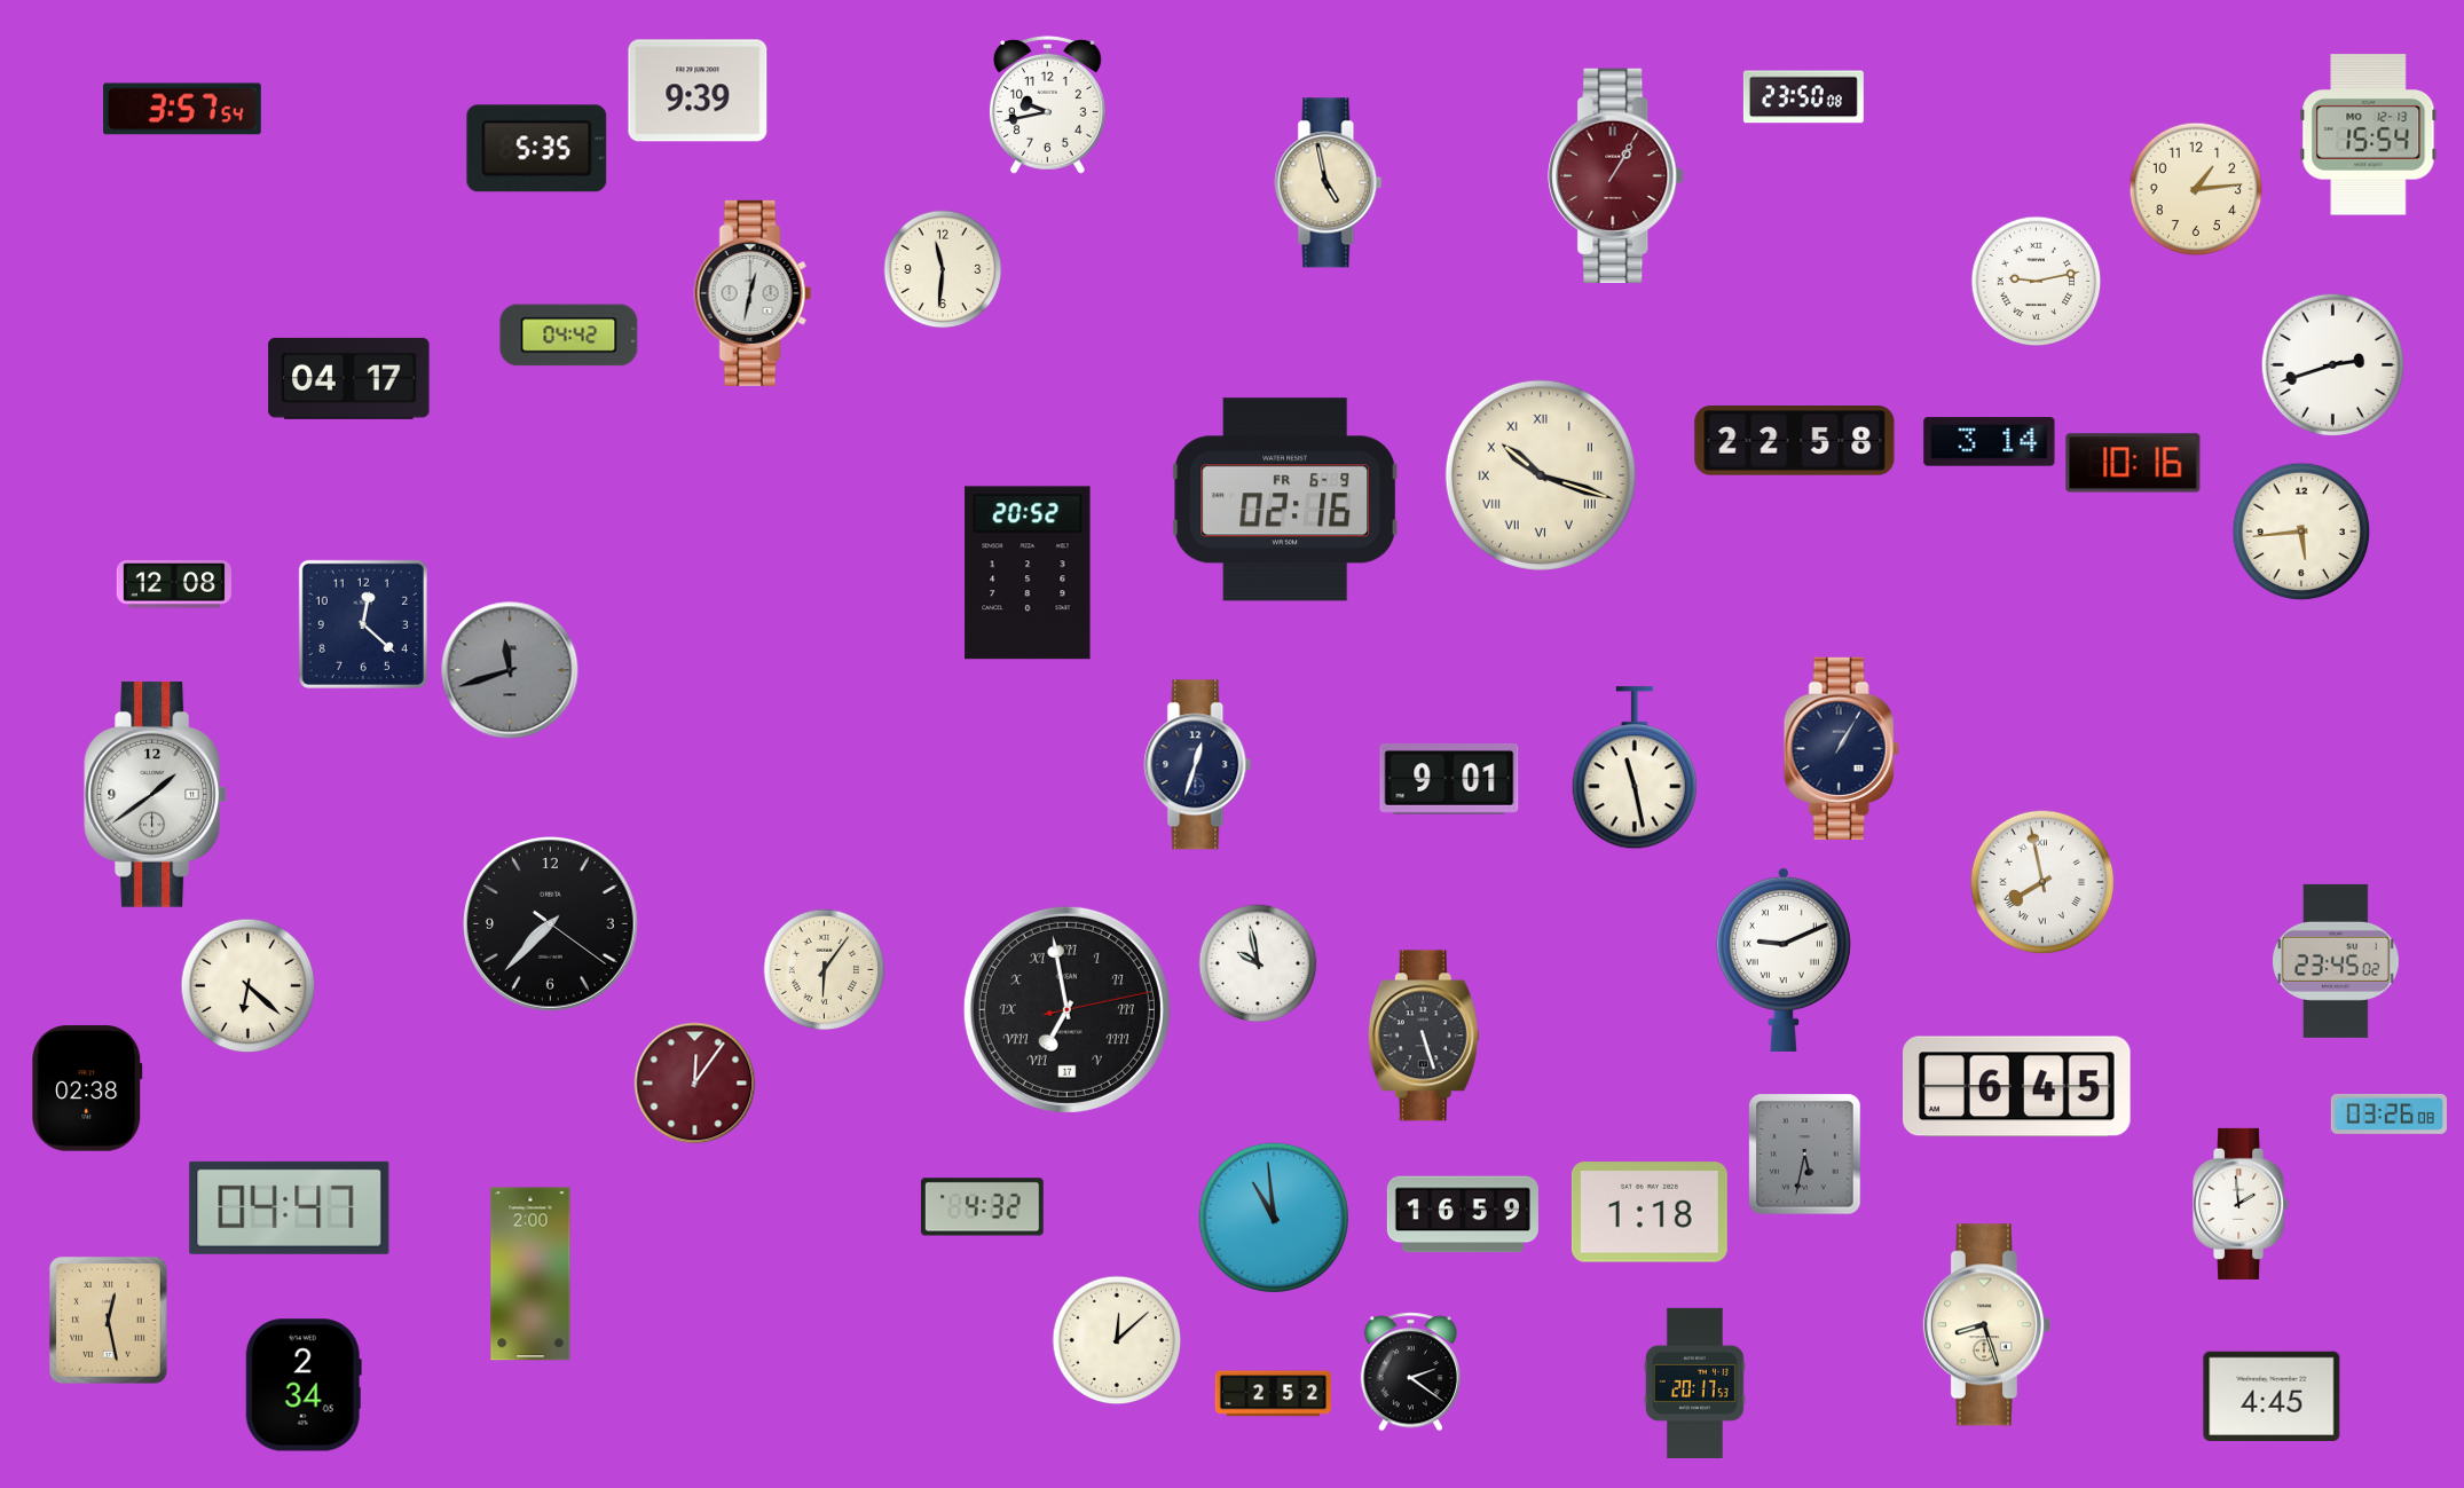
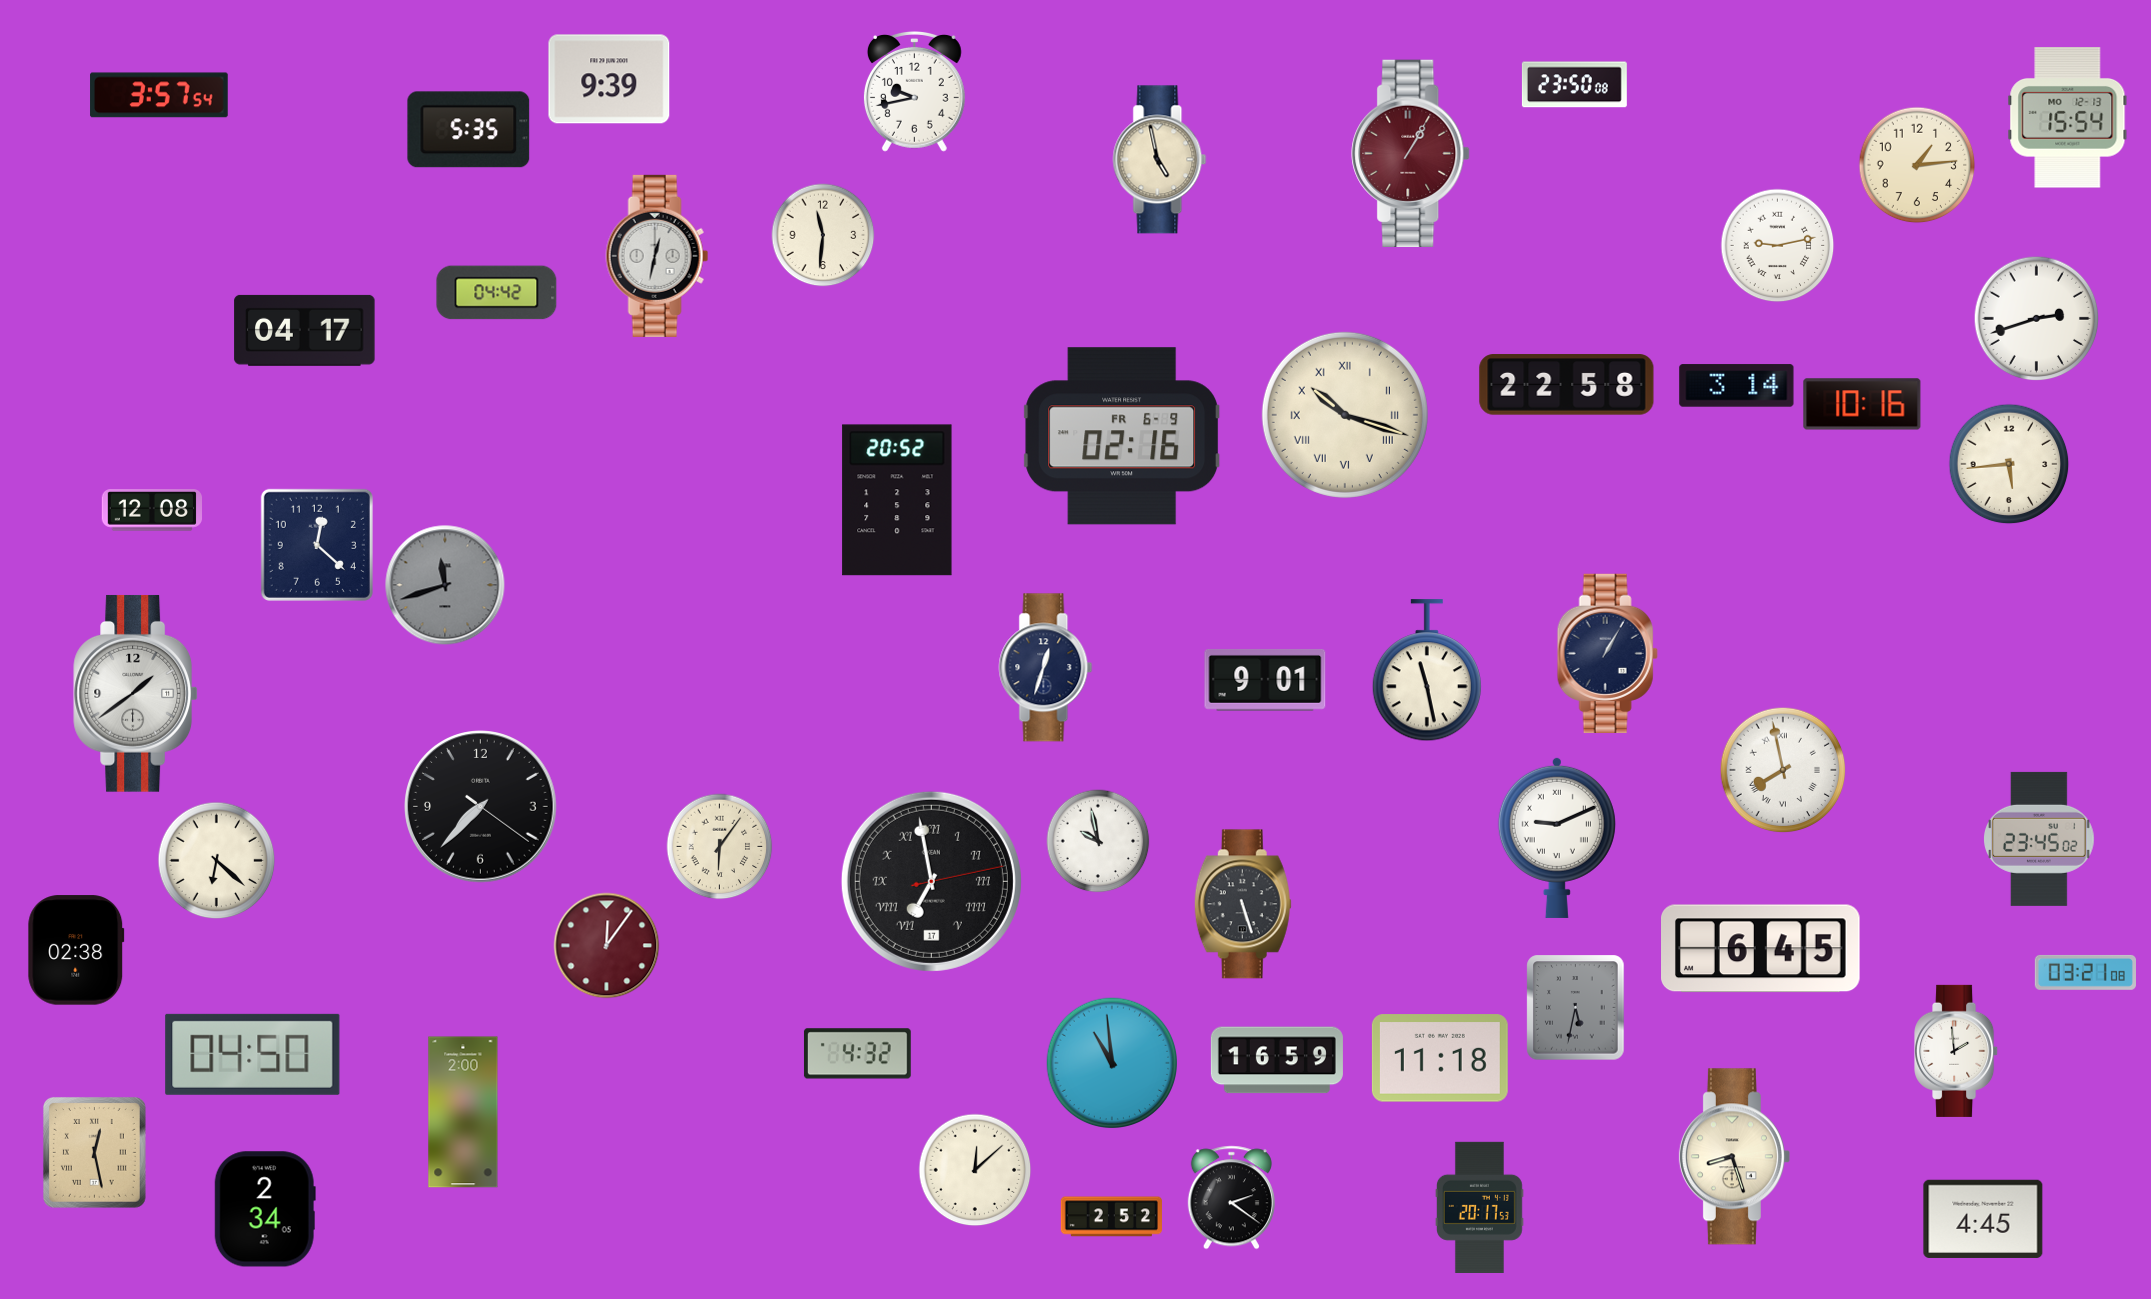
clock at (2388, 1113): 03:26 -> 03:21
clock at (290, 1207): 04:47 -> 04:50
clock at (1650, 1212): 1:18 -> 11:18
